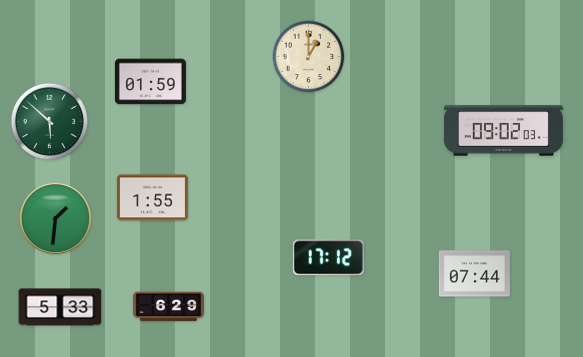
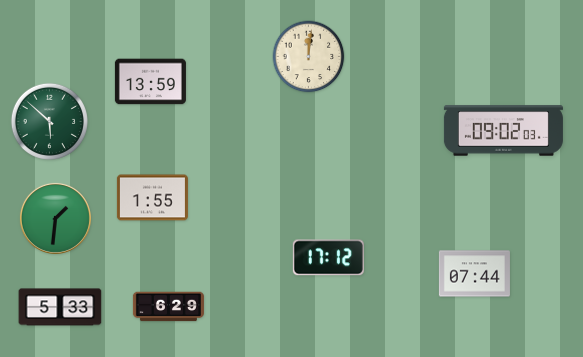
clock at (309, 57): 1:00 -> 12:01
clock at (150, 82): 01:59 -> 13:59
